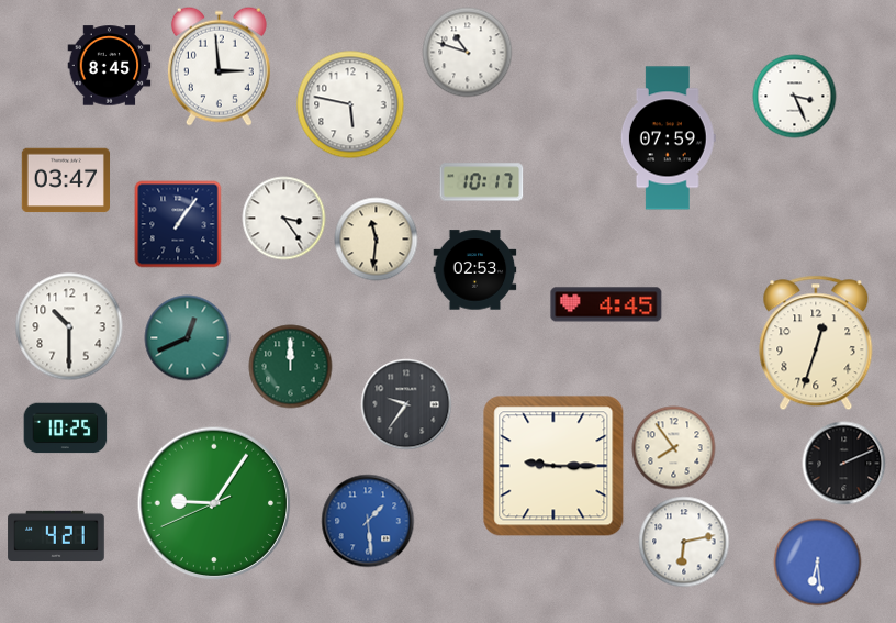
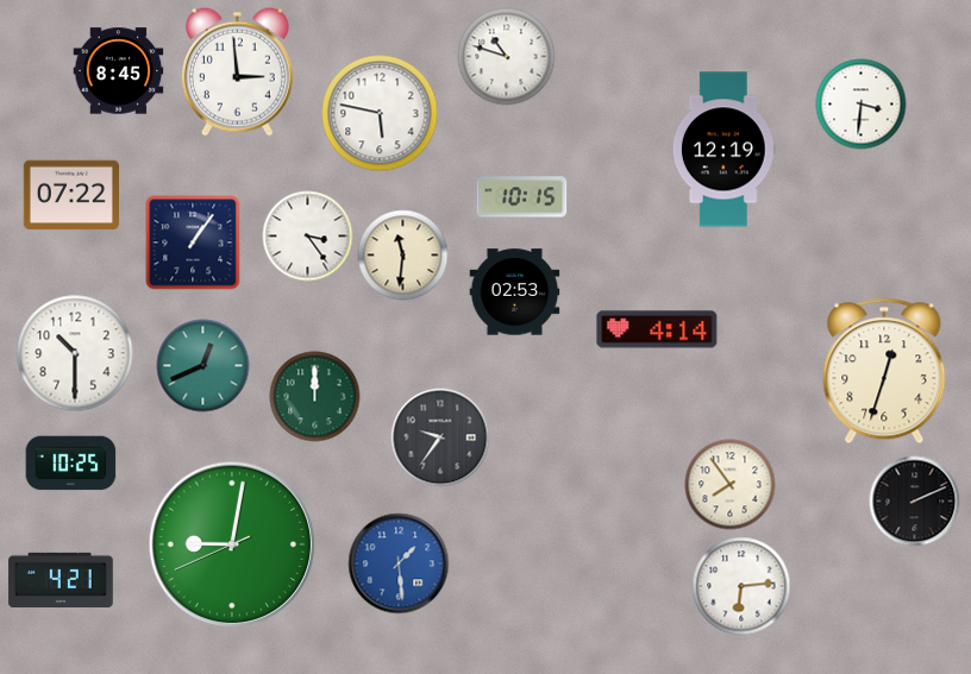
clock at (795, 97): 3:26 -> 3:31
clock at (668, 138): 07:59 -> 12:19
clock at (65, 180): 03:47 -> 07:22
clock at (482, 182): 10:17 -> 10:15
clock at (377, 240) position: (377, 240) -> (403, 256)
clock at (606, 304): 4:45 -> 4:14
clock at (553, 466): 9:15 -> none
clock at (214, 503): 9:05 -> 9:01
clock at (684, 542): 6:13 -> 6:14
clock at (818, 563): 6:29 -> none
